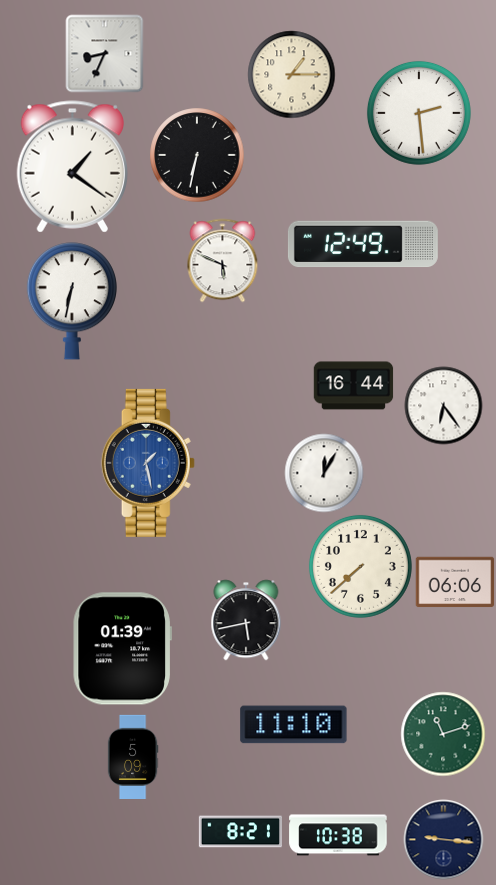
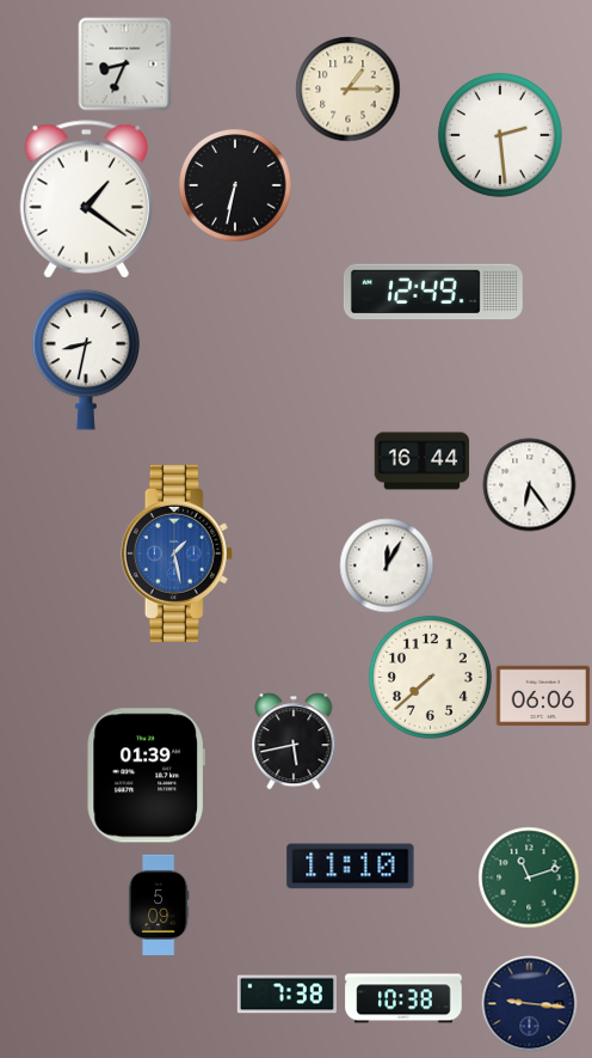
clock at (223, 260): 5:49 -> none
clock at (72, 301): 6:32 -> 8:32
clock at (240, 832): 8:21 -> 7:38
